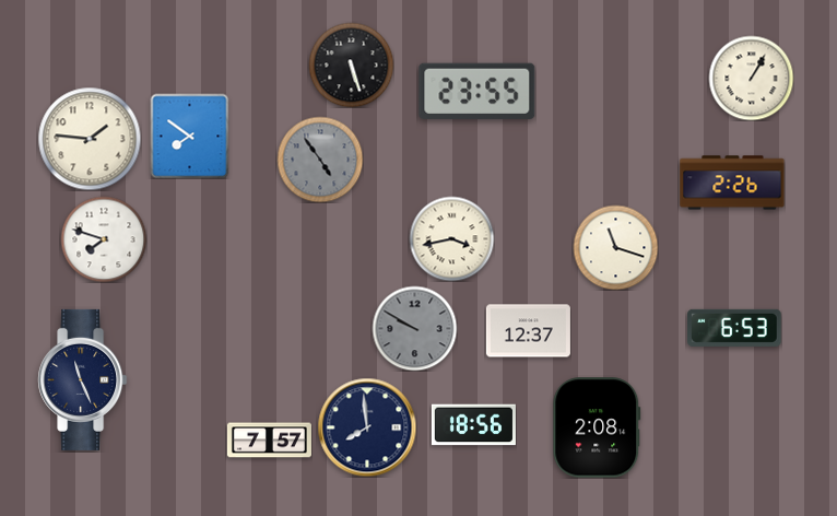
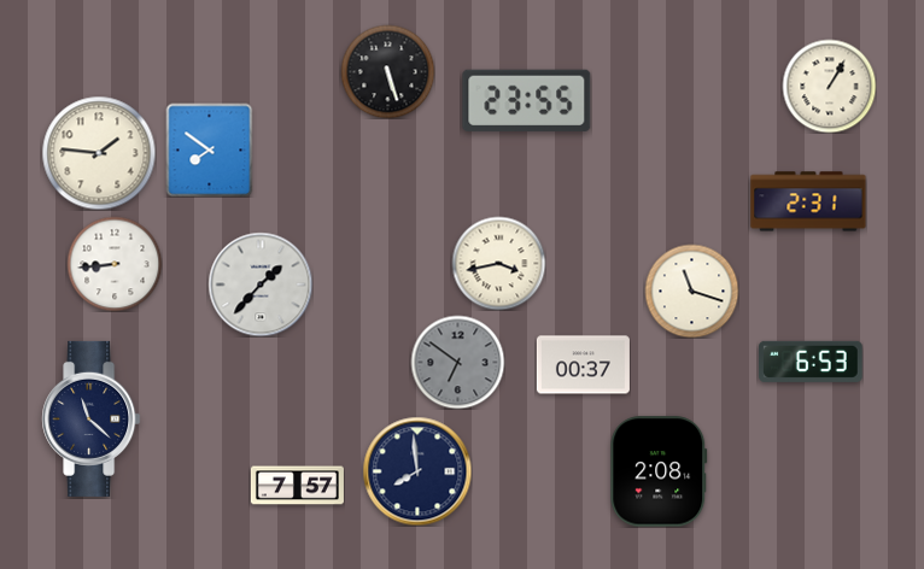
clock at (320, 160): 4:54 -> none
clock at (732, 183): 2:26 -> 2:31
clock at (104, 239): 7:48 -> 8:44
clock at (615, 247) position: (615, 247) -> (691, 291)
clock at (261, 284): none -> 1:37
clock at (414, 328): 9:50 -> 6:51
clock at (528, 331): 12:37 -> 00:37
clock at (83, 379): 11:26 -> 11:22
clock at (473, 425): 18:56 -> none
clock at (367, 427) position: (367, 427) -> (417, 471)
